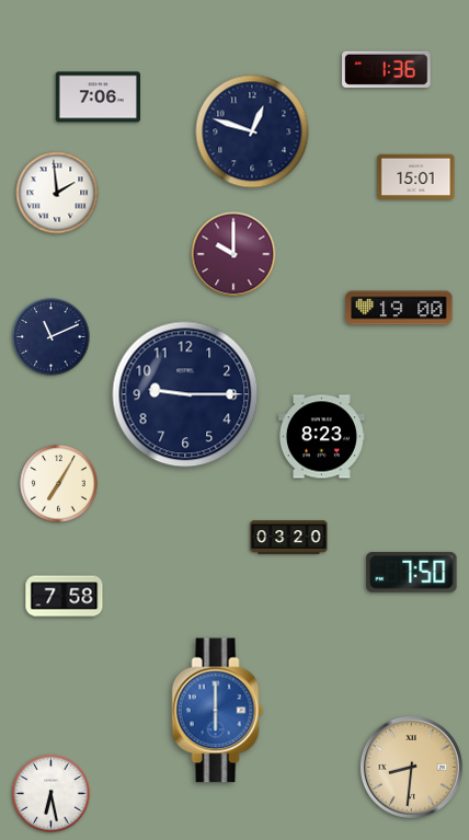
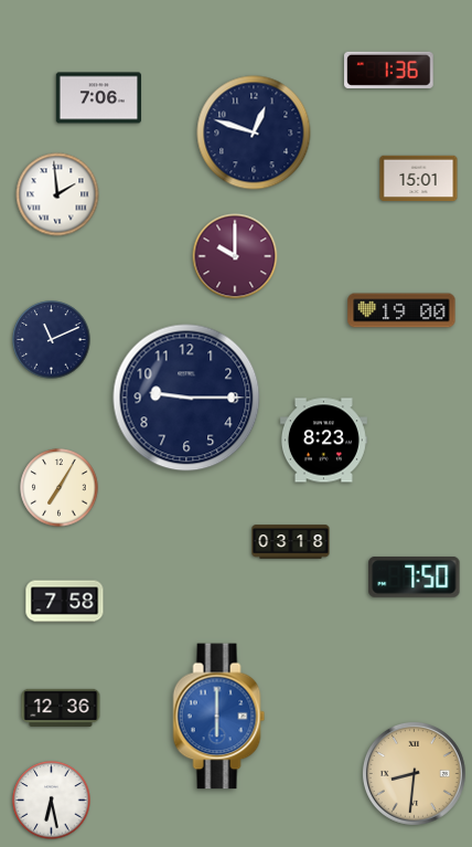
clock at (289, 538): 03:20 -> 03:18
clock at (61, 708): none -> 12:36
